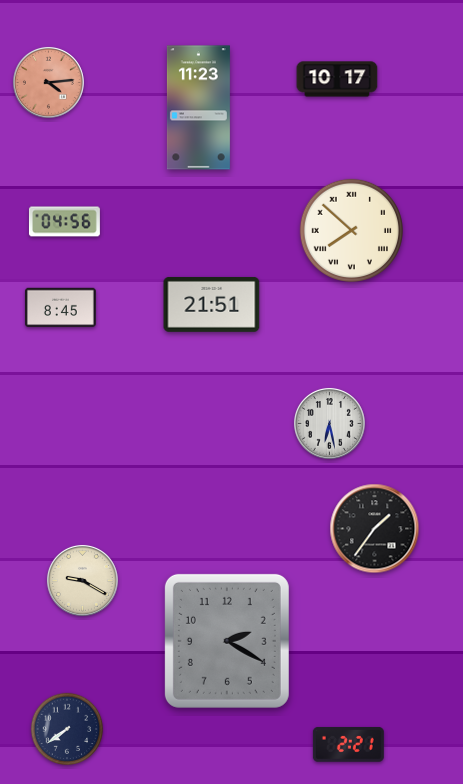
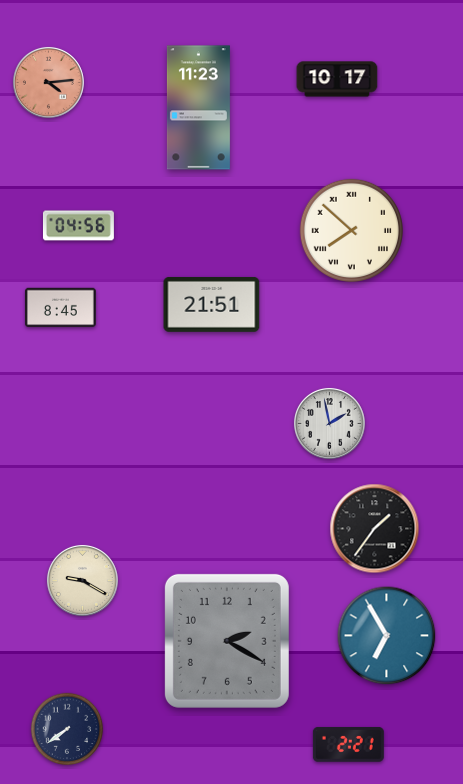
clock at (64, 222) position: (64, 222) -> (78, 226)
clock at (329, 423): 6:28 -> 1:58
clock at (387, 636): none -> 6:55
